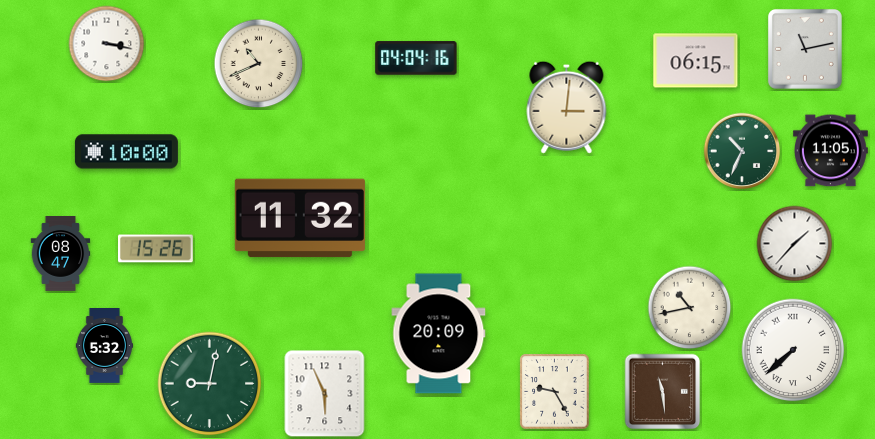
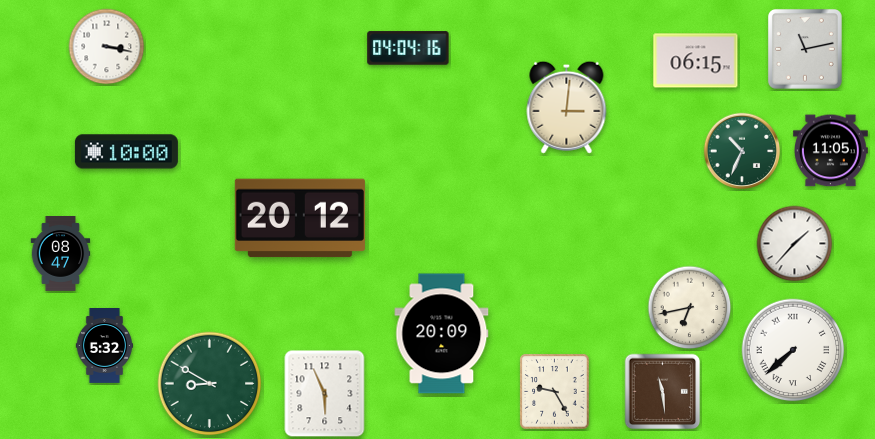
clock at (107, 44) position: (107, 44) -> (107, 47)
clock at (416, 58) position: (416, 58) -> (408, 48)
clock at (259, 64): 10:41 -> none
clock at (300, 218): 11:32 -> 20:12
clock at (156, 249): 15:26 -> none
clock at (690, 308): 10:43 -> 6:43
clock at (439, 334) position: (439, 334) -> (442, 334)
clock at (210, 384): 9:02 -> 8:50
